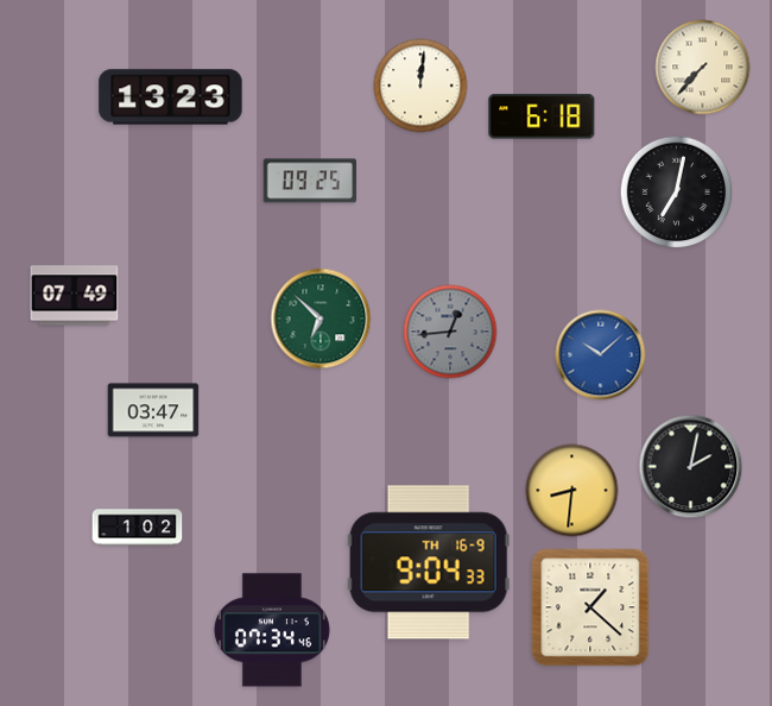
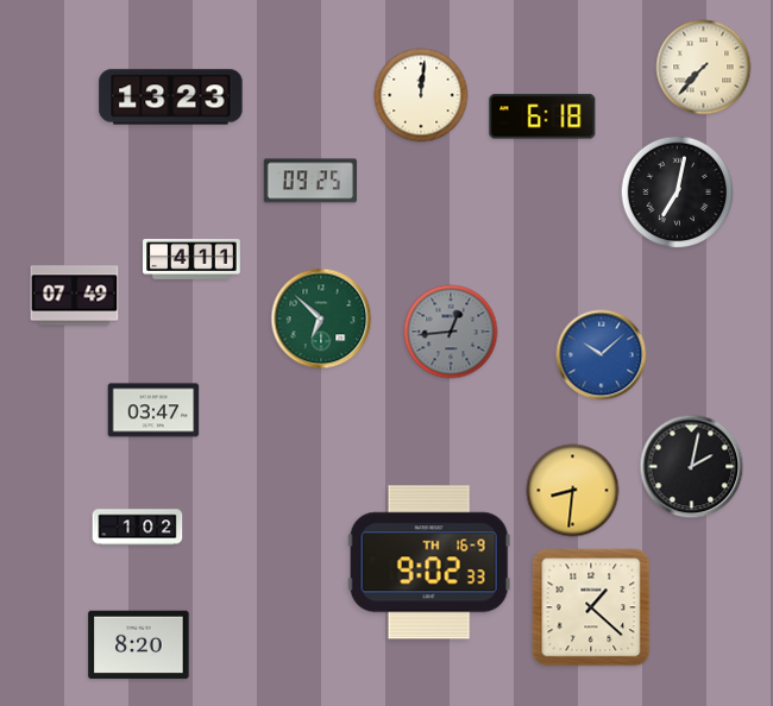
clock at (420, 86) position: (420, 86) -> (421, 95)
clock at (191, 259): none -> 4:11
clock at (429, 562): 9:04 -> 9:02
clock at (272, 630): 07:34 -> none
clock at (139, 645): none -> 8:20
